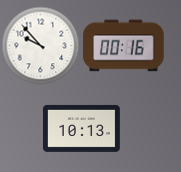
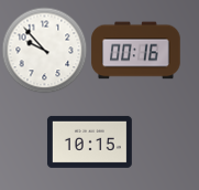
clock at (81, 128): 10:13 -> 10:15
